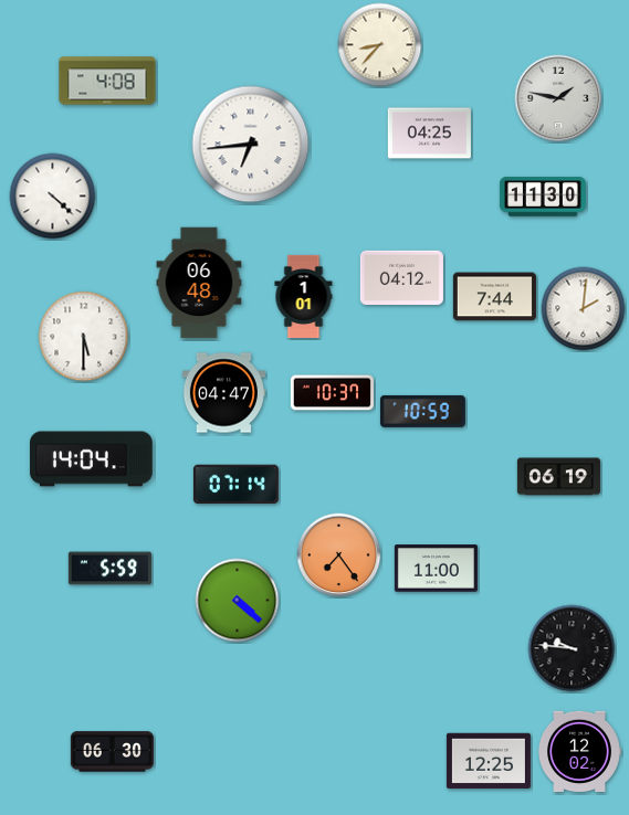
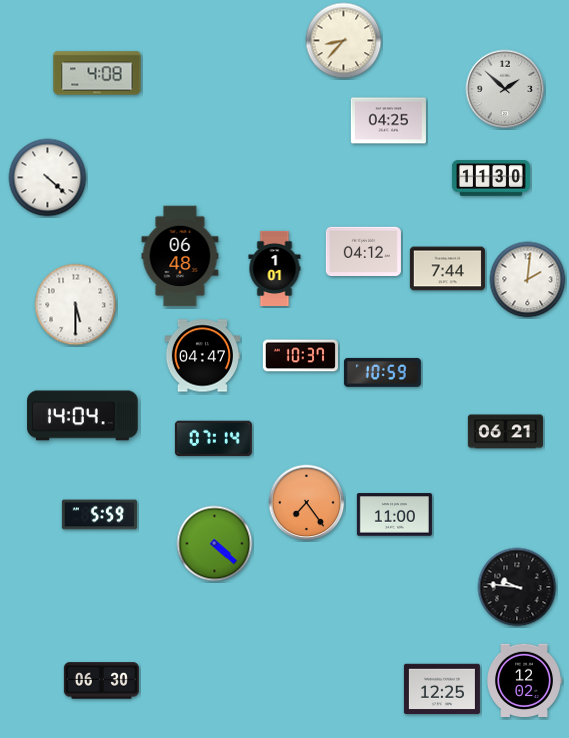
clock at (558, 98): 1:47 -> 1:52
clock at (251, 145): 6:44 -> none
clock at (558, 477): 06:19 -> 06:21
